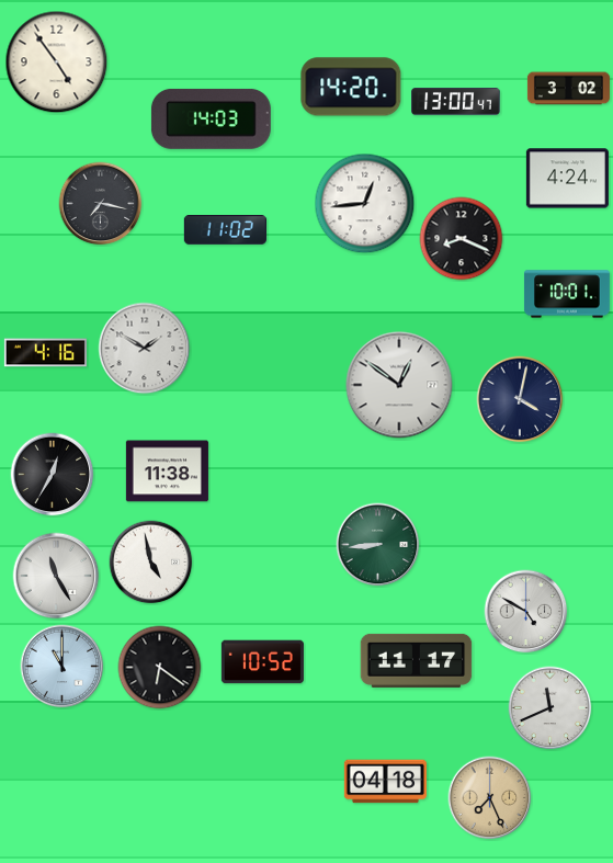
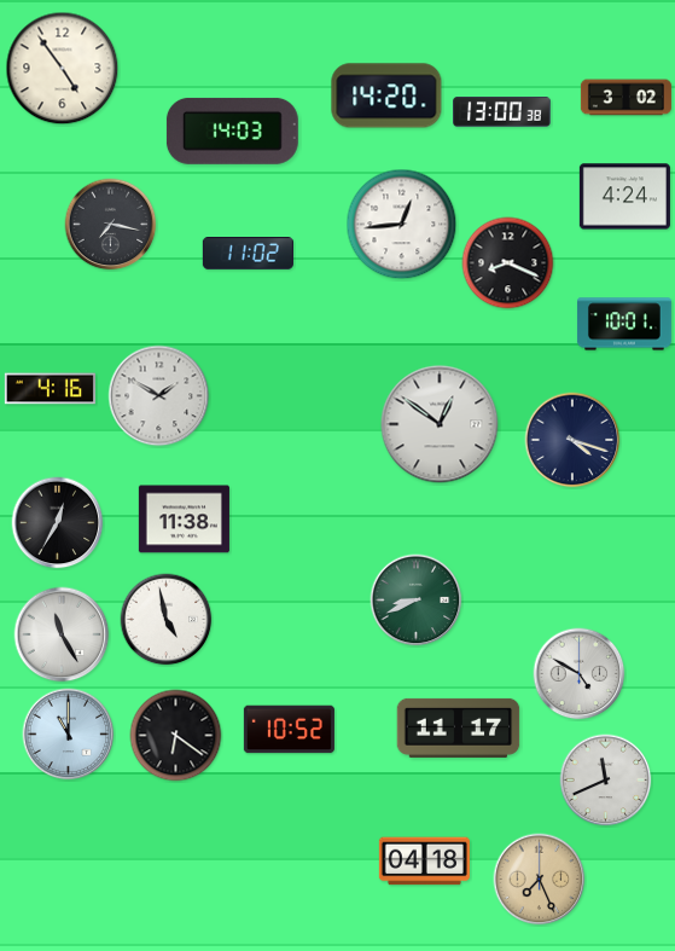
clock at (456, 102): 13:00:47 -> 13:00:38
clock at (145, 349) position: (145, 349) -> (159, 396)
clock at (520, 399): 4:02 -> 4:18
clock at (378, 545): 8:44 -> 8:41
